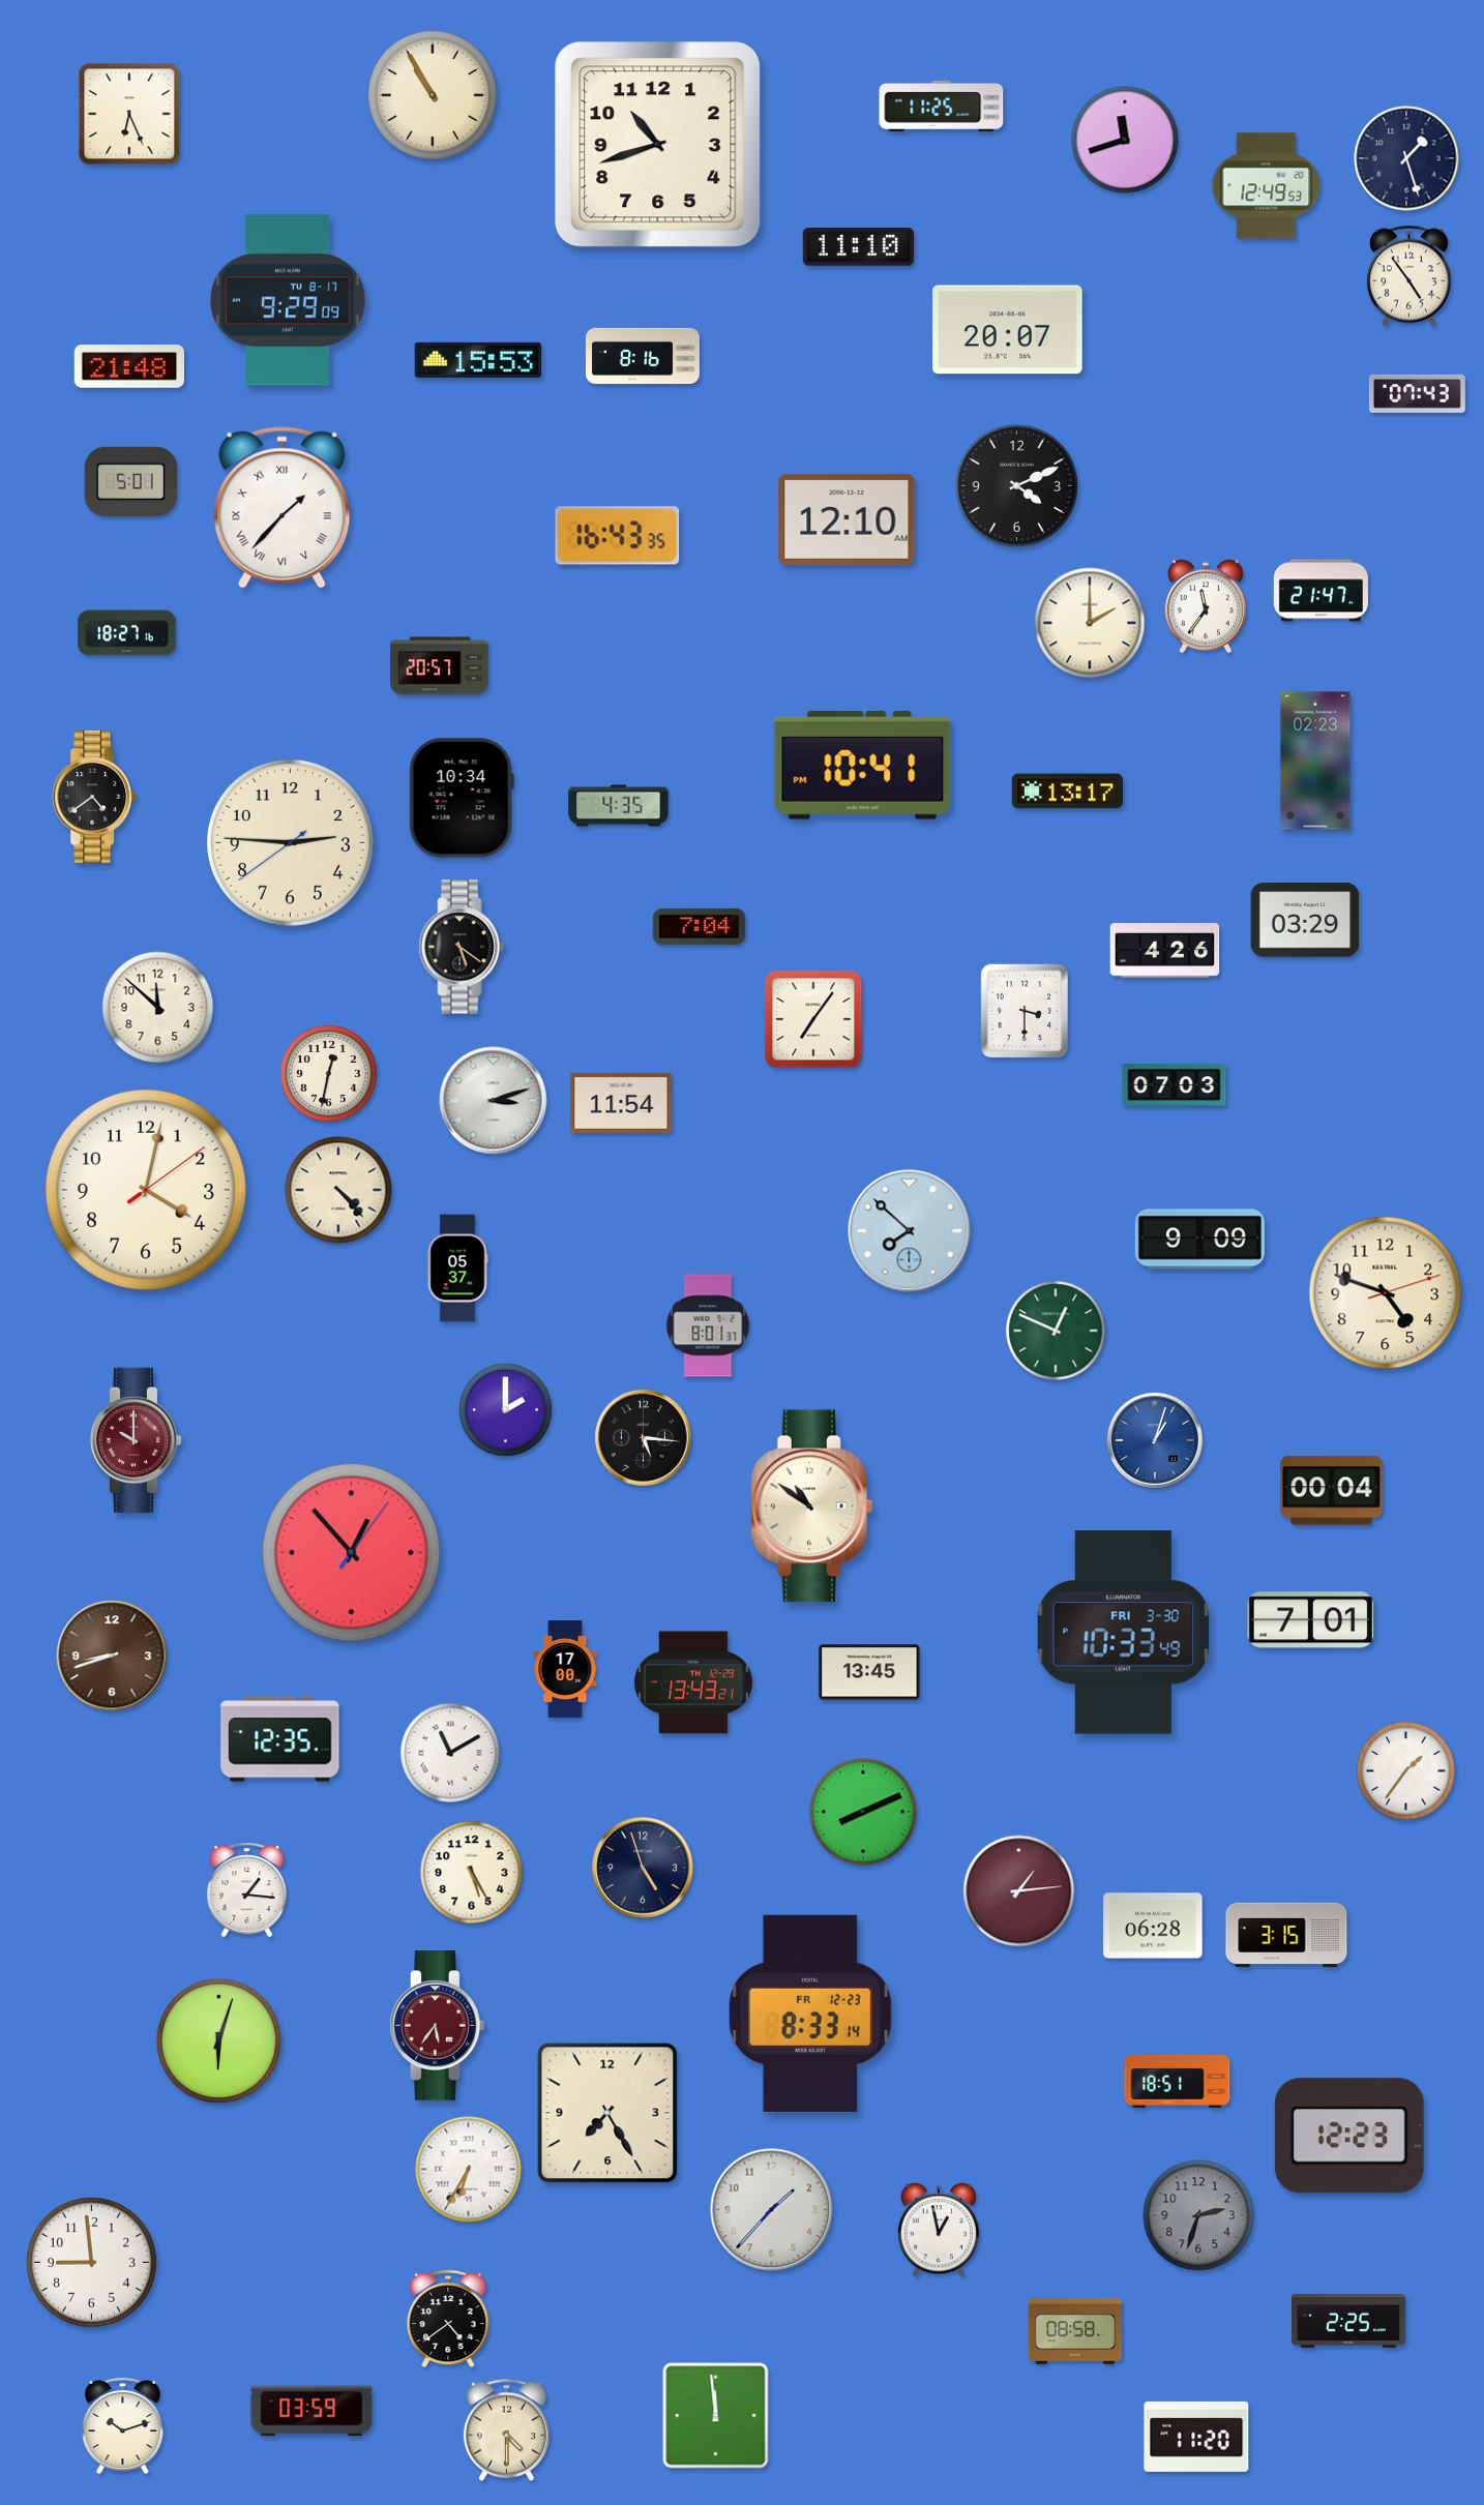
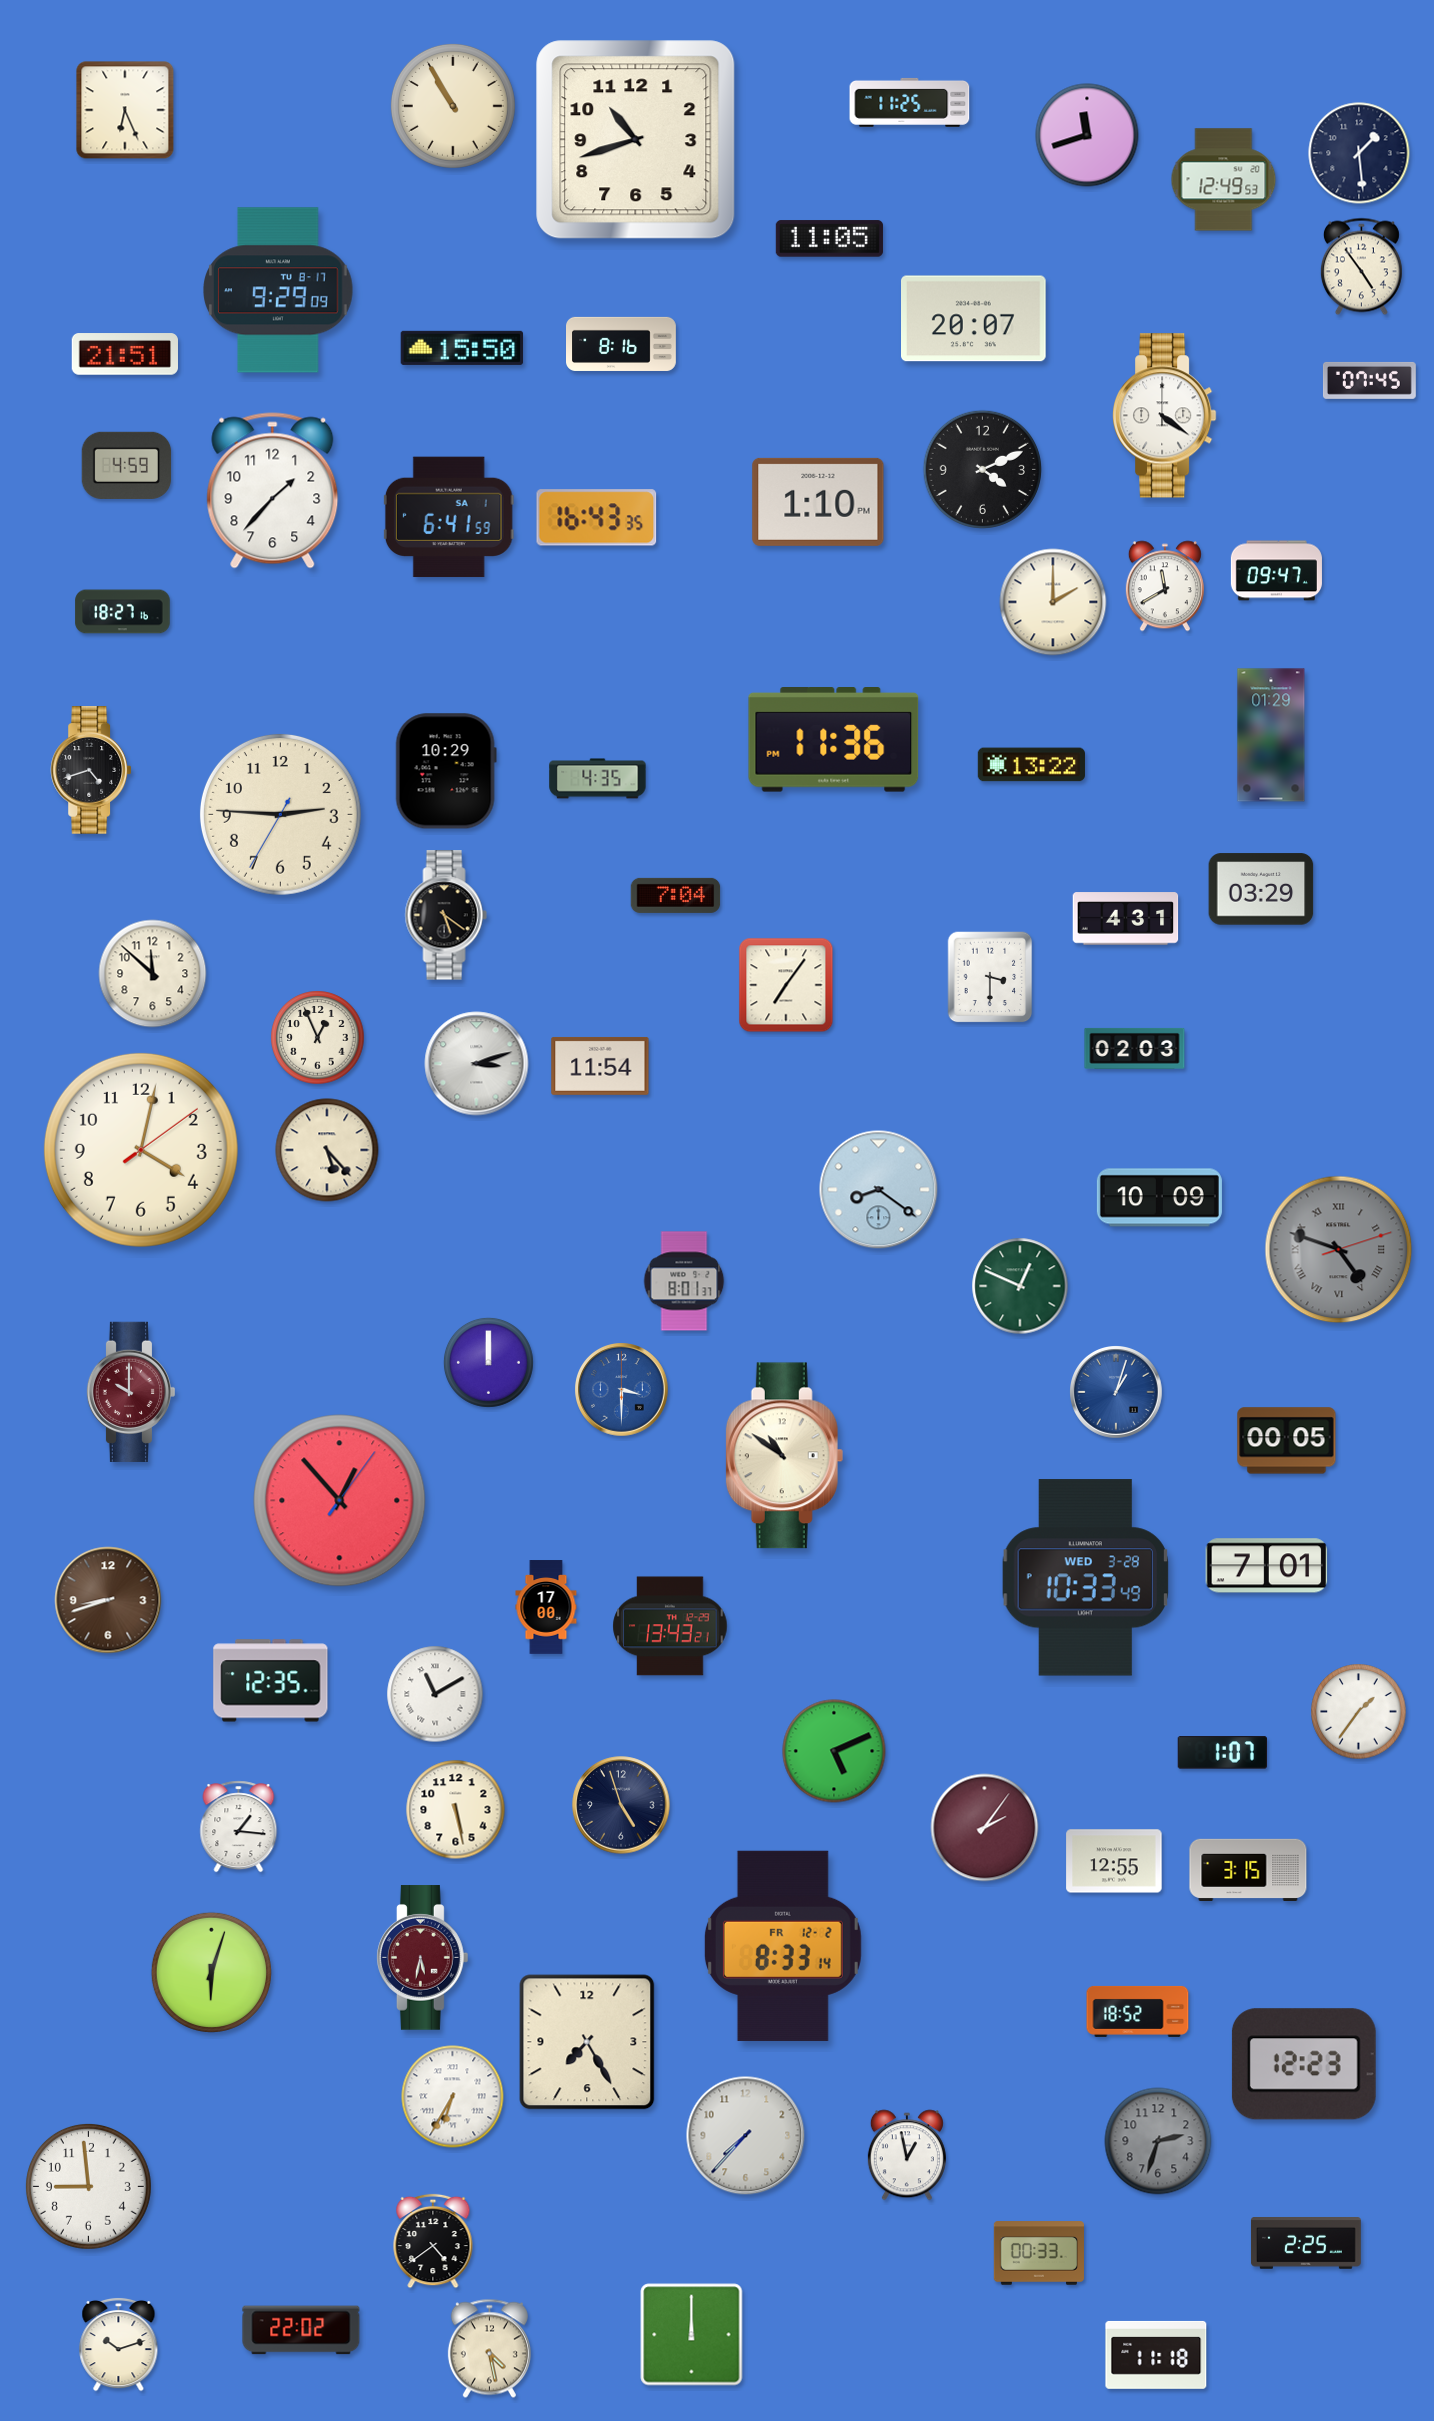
clock at (433, 95) position: (433, 95) -> (453, 106)
clock at (1406, 158): 1:27 -> 1:29
clock at (858, 247): 11:10 -> 11:05
clock at (478, 360): 15:53 -> 15:50
clock at (128, 366): 21:48 -> 21:51
clock at (1417, 393): 07:43 -> 07:45
clock at (1165, 416): none -> 4:21
clock at (131, 481): 5:01 -> 4:59
clock at (283, 508) numerals: Roman -> Arabic
clock at (847, 519): 12:10 -> 1:10
clock at (449, 517): none -> 6:41
clock at (1320, 591): 21:47 -> 09:47
clock at (1206, 606): 11:36 -> 11:40
clock at (440, 666): 20:57 -> none
clock at (1315, 761): 02:23 -> 01:29
clock at (863, 766): 10:41 -> 11:36
clock at (1067, 792): 13:17 -> 13:22
clock at (94, 797): 4:39 -> 4:42
clock at (462, 798): 10:34 -> 10:29
clock at (290, 842): 2:45:39 -> 2:45:35
clock at (1165, 951): 4:26 -> 4:31
clock at (329, 1074): 12:32 -> 12:56
clock at (1175, 1084): 07:03 -> 02:03
clock at (338, 1190): 4:23 -> 5:23
clock at (910, 1231): 7:52 -> 8:21
clock at (1199, 1240): 9:09 -> 10:09
clock at (457, 1269): 05:37 -> none
clock at (1386, 1293) dial: cream -> grey
clock at (1386, 1293) numerals: Arabic -> Roman
clock at (505, 1409): 2:00 -> 12:00
clock at (644, 1438): 5:16 -> 3:30
clock at (644, 1438) dial: black -> blue
clock at (1332, 1491): 00:04 -> 00:05
clock at (1123, 1633) date: FRI 3-30 -> WED 3-28
clock at (565, 1669) position: (565, 1669) -> (546, 1607)
clock at (869, 1672): 13:45 -> none
clock at (863, 1812): 8:11 -> 5:11
clock at (1222, 1753): none -> 1:07
clock at (472, 1873): 5:25 -> 5:28
clock at (1019, 1891): 1:14 -> 2:06
clock at (1153, 1926): 06:28 -> 12:55
clock at (1286, 1934) position: (1286, 1934) -> (1248, 1869)
clock at (810, 2014) date: FR 12-23 -> FR 12-2
clock at (438, 2026): 5:36 -> 5:32
clock at (1178, 2081): 18:51 -> 18:52
clock at (772, 2210): 1:37 -> 7:37
clock at (1348, 2322) position: (1348, 2322) -> (1306, 2244)
clock at (1074, 2331): 08:58 -> 00:33
clock at (311, 2411): 03:59 -> 22:02
clock at (716, 2416): 11:59 -> 12:00
clock at (506, 2431): 4:30 -> 4:28
clock at (1196, 2437): 11:20 -> 11:18
